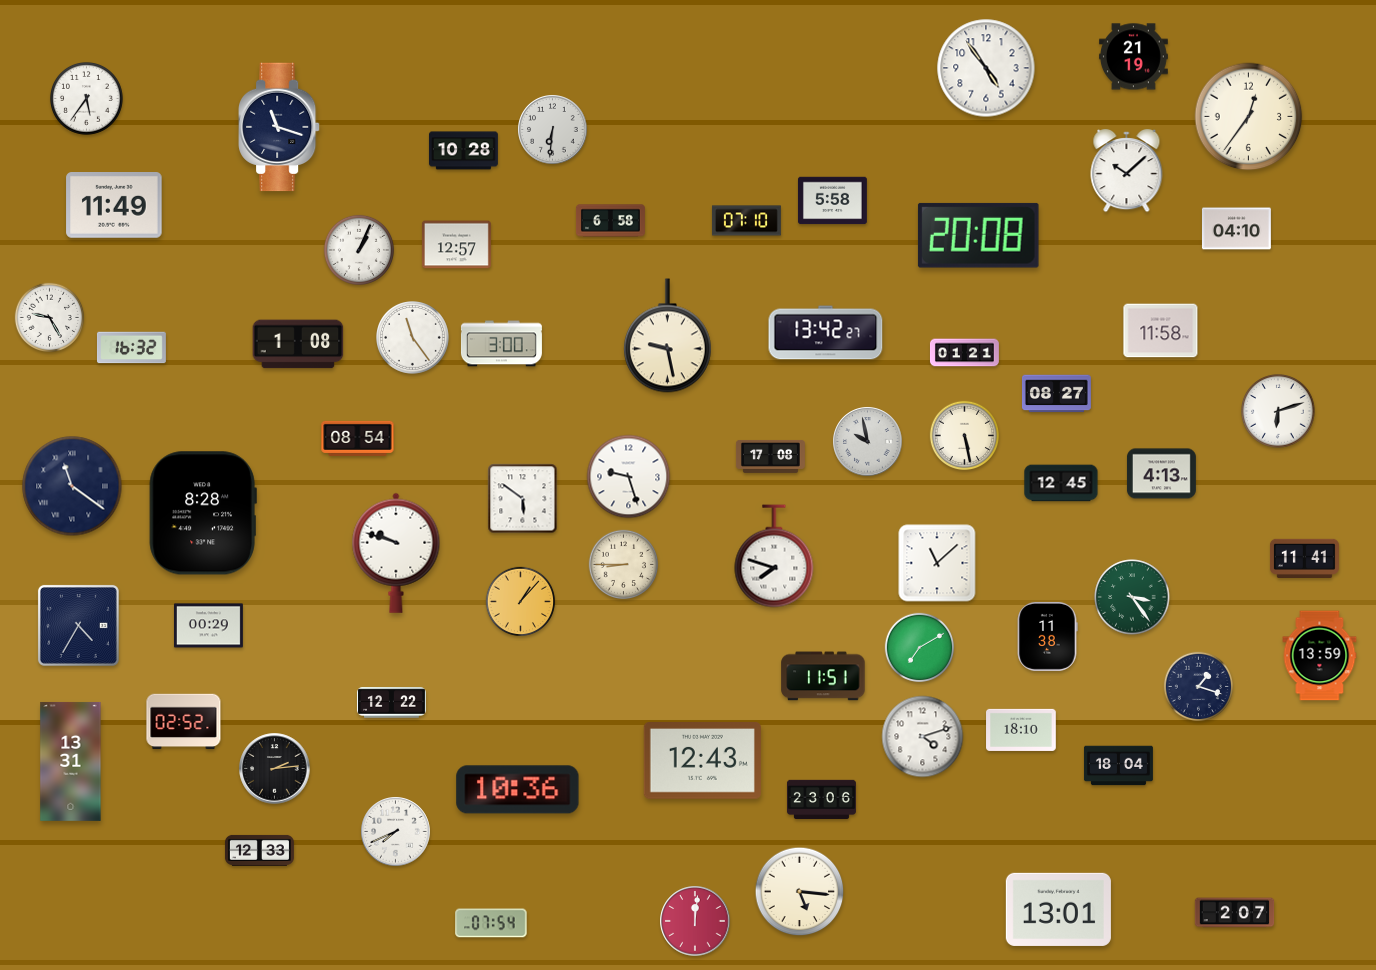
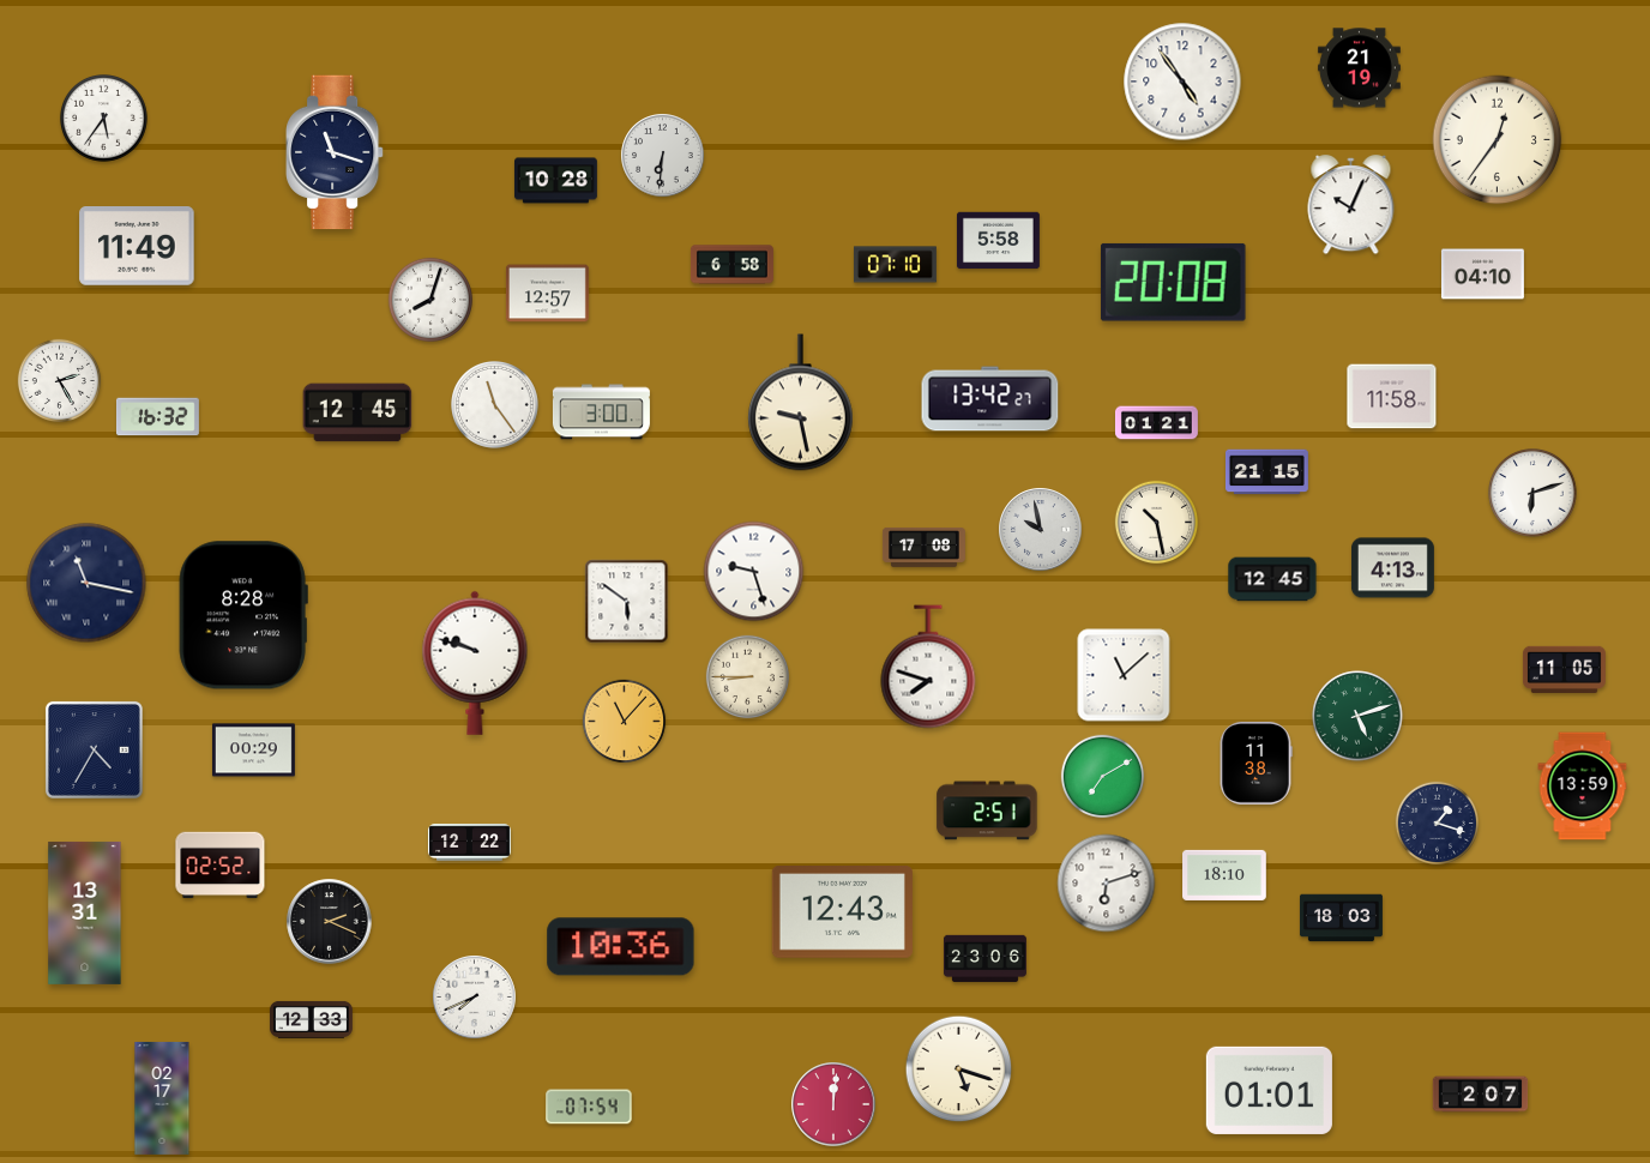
clock at (1127, 172): 10:08 -> 10:04
clock at (358, 249): 1:04 -> 8:03
clock at (50, 318): 9:25 -> 2:25
clock at (298, 344): 1:08 -> 12:45
clock at (1056, 394): 08:27 -> 21:15
clock at (965, 436): 5:28 -> 10:28
clock at (358, 438): 08:54 -> none
clock at (72, 486): 11:21 -> 11:17
clock at (523, 499) position: (523, 499) -> (627, 602)
clock at (1304, 558): 11:41 -> 11:05
clock at (1132, 597): 3:24 -> 5:12
clock at (521, 602): 1:07 -> 11:07
clock at (208, 626) position: (208, 626) -> (253, 751)
clock at (823, 676): 11:51 -> 2:51
clock at (923, 737): 4:12 -> 6:12
clock at (1118, 766): 18:04 -> 18:03
clock at (275, 769): 2:14 -> 2:19
clock at (800, 892): 5:16 -> 5:18
clock at (1058, 909): 13:01 -> 01:01
clock at (162, 1098): none -> 02:17
